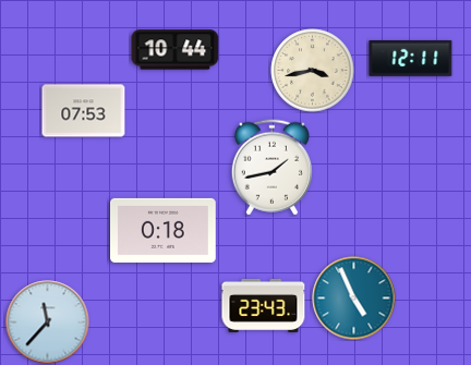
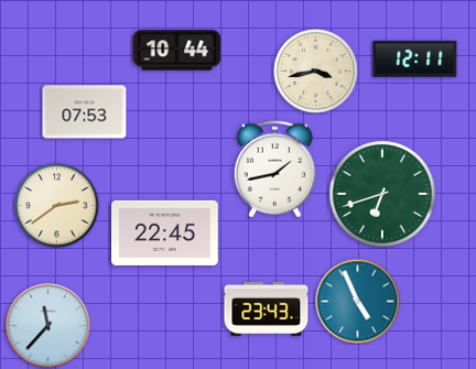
clock at (383, 195): none -> 6:42
clock at (57, 206): none -> 2:39
clock at (164, 230): 0:18 -> 22:45
